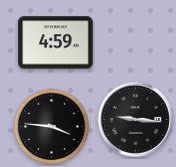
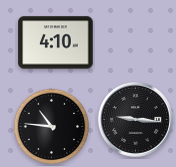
clock at (56, 43): 4:59 -> 4:10
clock at (52, 127): 3:46 -> 10:46
